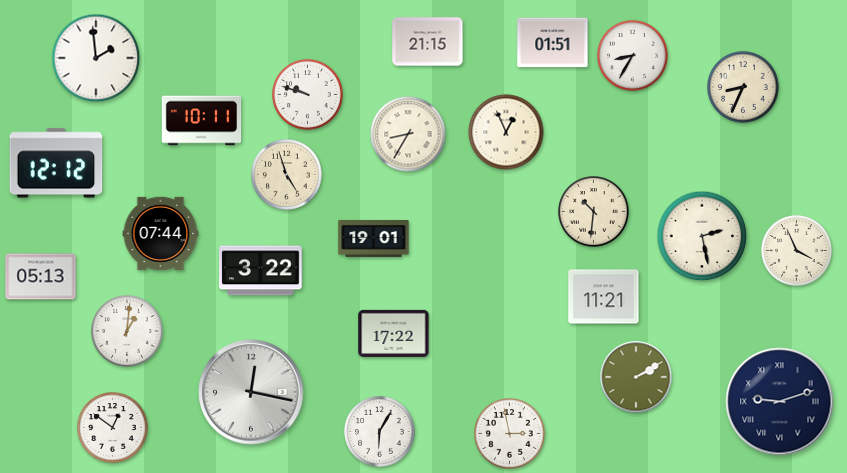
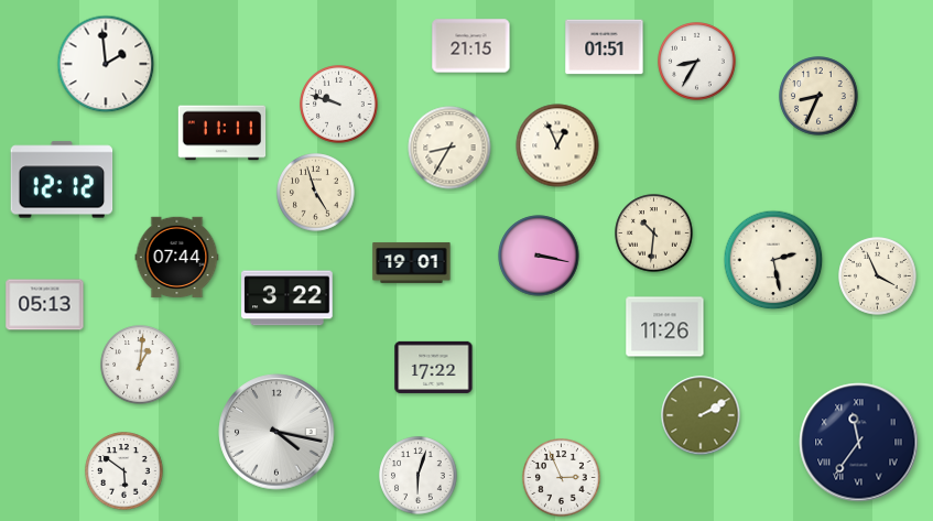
clock at (553, 43) position: (553, 43) -> (605, 47)
clock at (202, 121): 10:11 -> 11:11
clock at (539, 256): none -> 3:17
clock at (604, 297): 11:21 -> 11:26
clock at (251, 392): 12:17 -> 4:17
clock at (780, 402): 9:12 -> 11:36
clock at (113, 428): 12:51 -> 5:51
clock at (380, 432): 6:05 -> 6:03
clock at (510, 434): 2:58 -> 2:56
